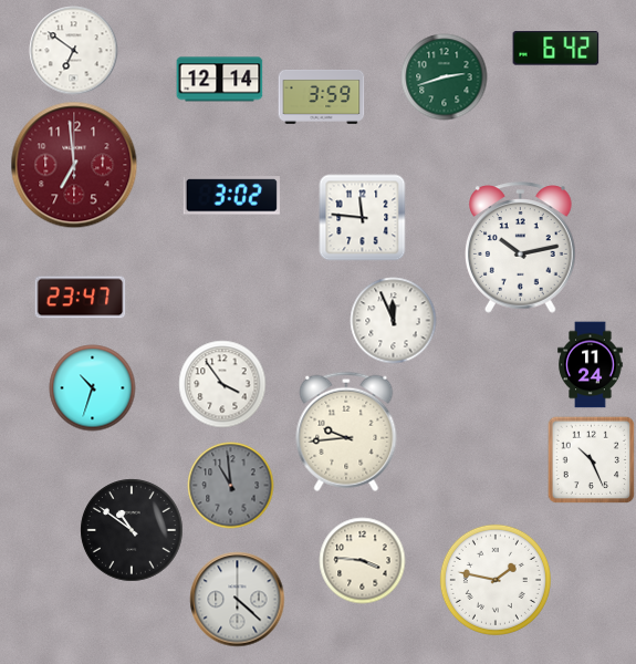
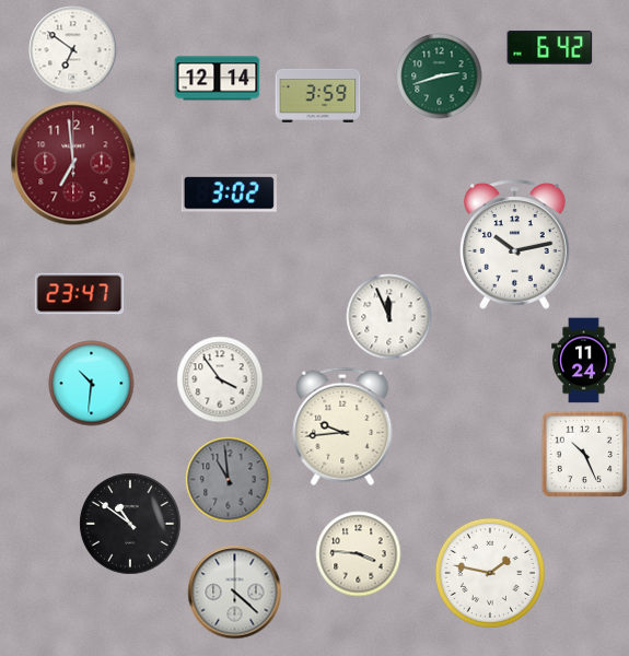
clock at (362, 217): 11:46 -> none
clock at (92, 387): 10:33 -> 10:31
